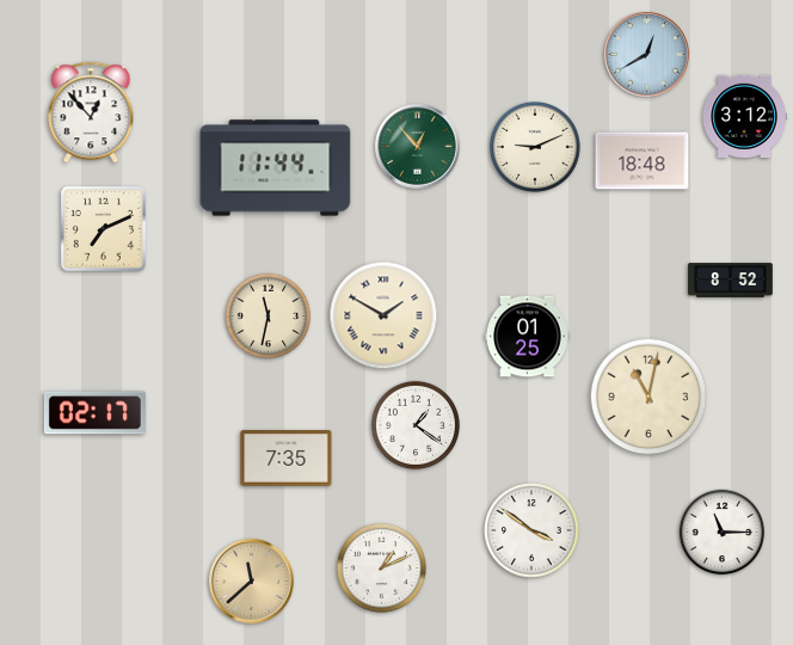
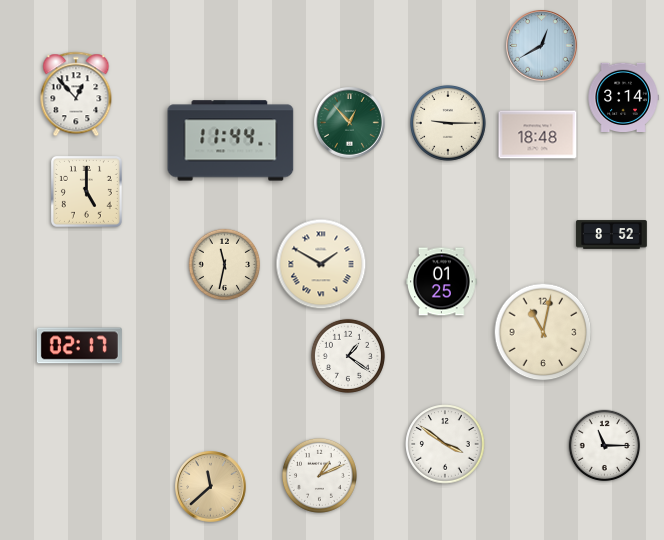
clock at (744, 117): 3:12 -> 3:14
clock at (535, 147): 9:11 -> 9:15
clock at (103, 228): 7:11 -> 5:00
clock at (287, 459): 7:35 -> none
